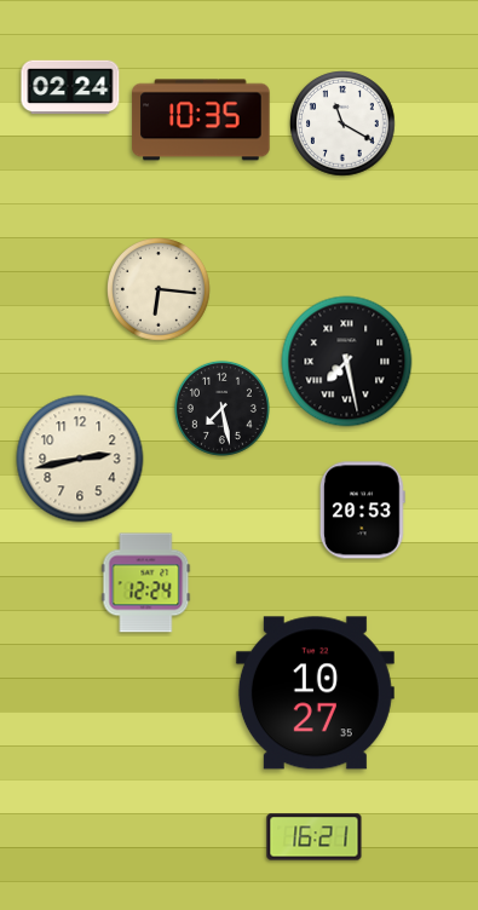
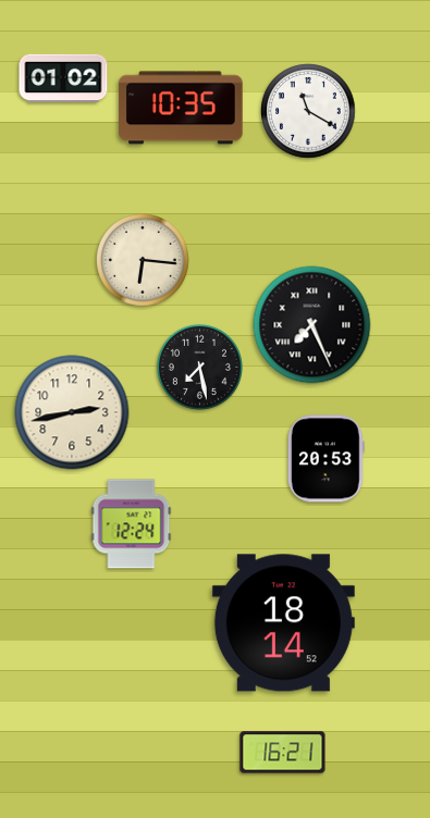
clock at (70, 87): 02:24 -> 01:02
clock at (347, 362): 7:28 -> 7:26
clock at (315, 693): 10:27 -> 18:14
